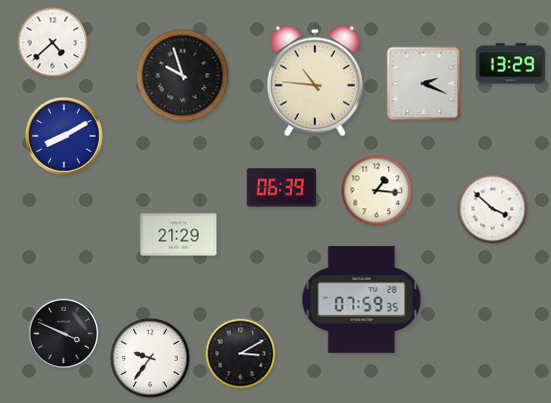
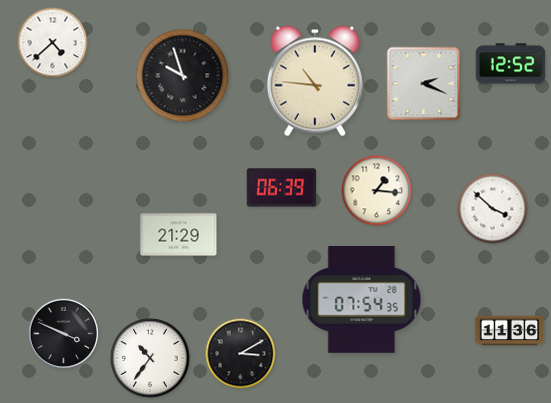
clock at (511, 64): 13:29 -> 12:52
clock at (64, 136): 8:10 -> none
clock at (362, 299): 07:59 -> 07:54
clock at (510, 331): none -> 11:36
clock at (150, 358): 9:36 -> 10:36
